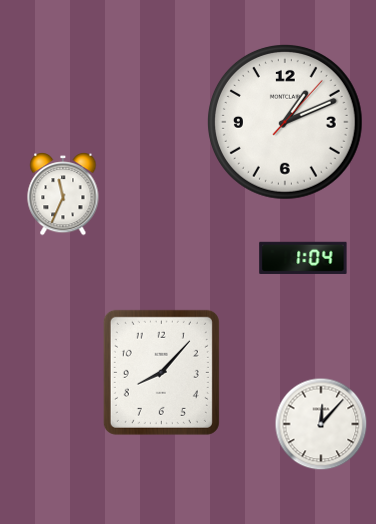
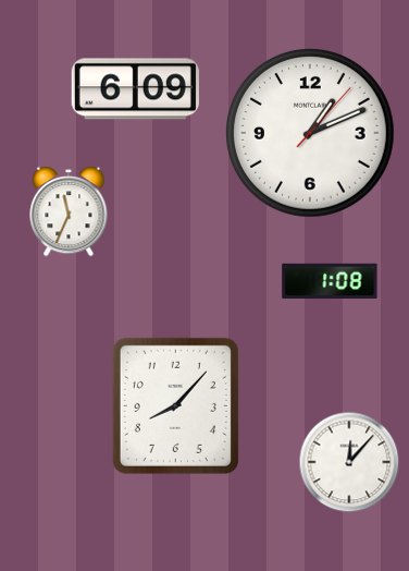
clock at (135, 89): none -> 6:09
clock at (303, 258): 1:04 -> 1:08
